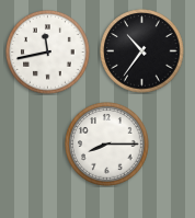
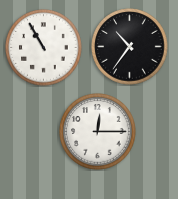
clock at (48, 53): 11:43 -> 10:55
clock at (107, 145): 8:15 -> 12:15
